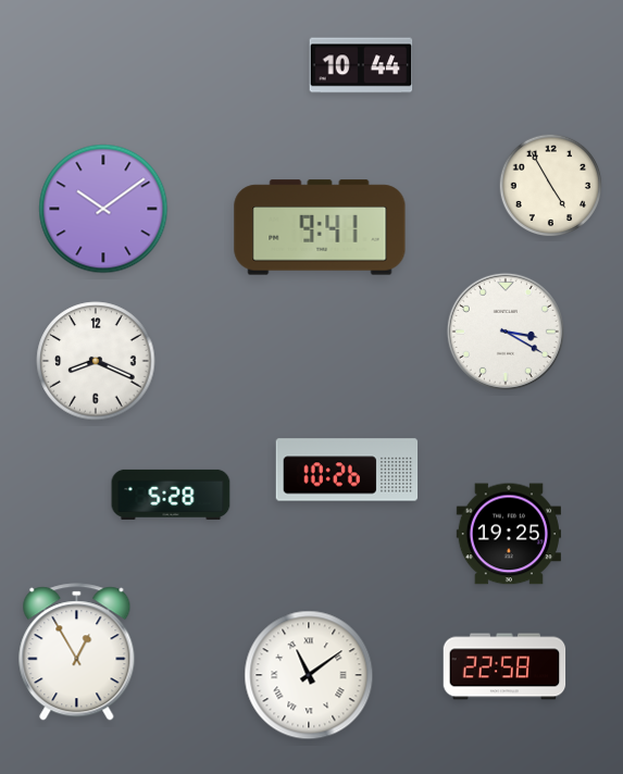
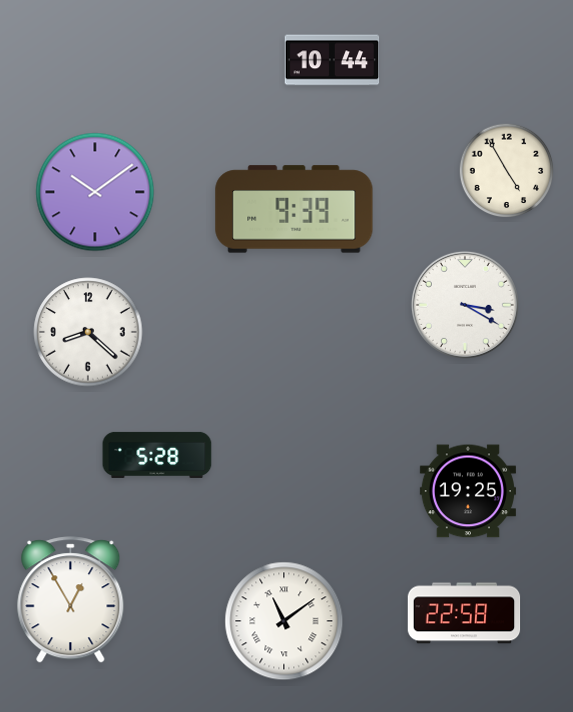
clock at (320, 227): 9:41 -> 9:39
clock at (96, 361): 8:19 -> 8:22
clock at (347, 470): 10:26 -> none
